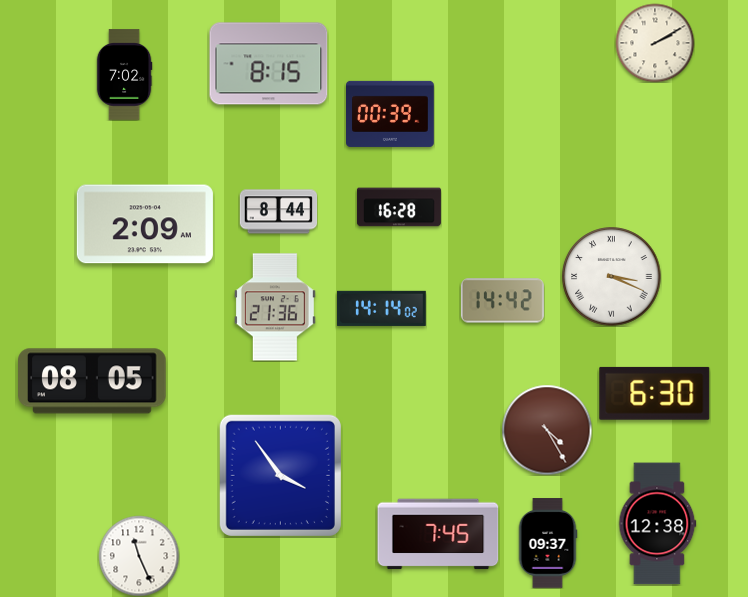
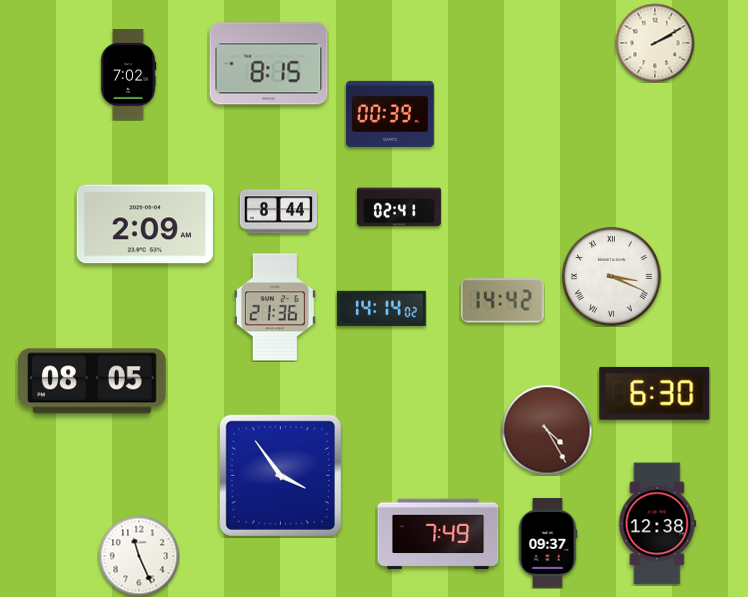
clock at (124, 75) position: (124, 75) -> (128, 75)
clock at (399, 207): 16:28 -> 02:41
clock at (438, 534): 7:45 -> 7:49
